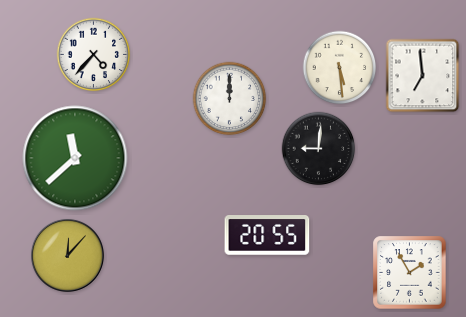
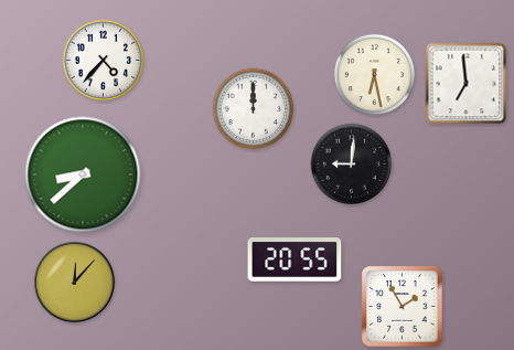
clock at (340, 68): 5:29 -> 6:28
clock at (75, 158): 11:38 -> 8:38
clock at (410, 273) position: (410, 273) -> (403, 307)
